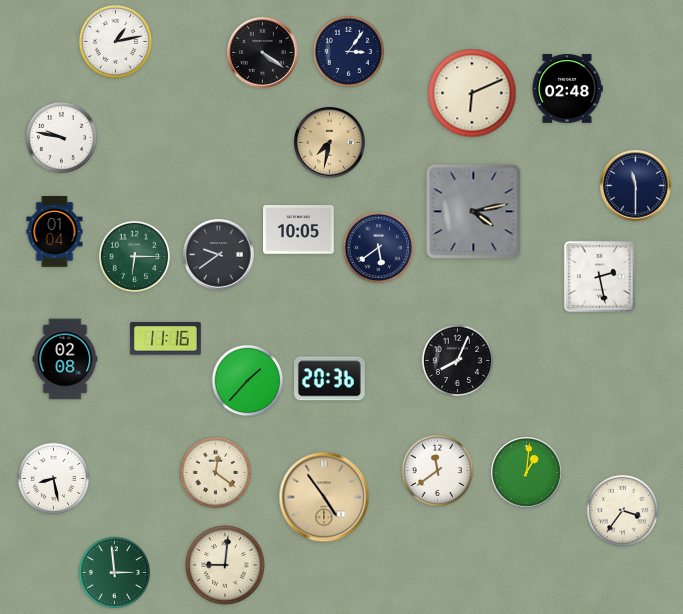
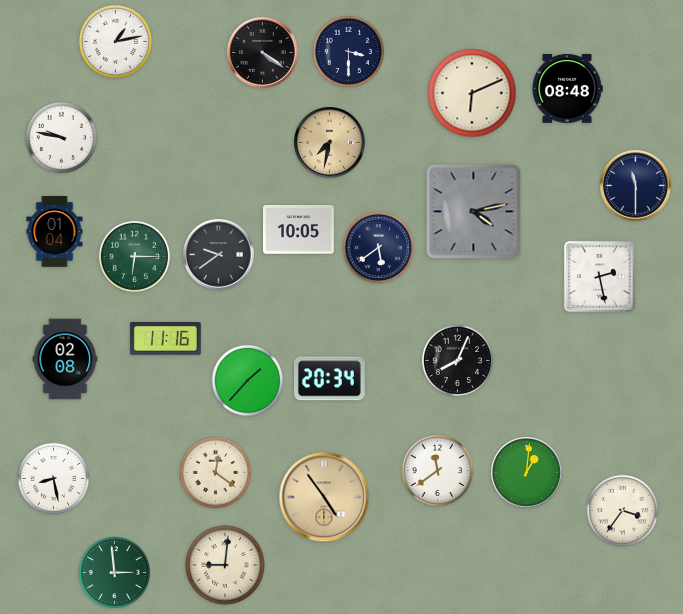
clock at (349, 52): 3:06 -> 3:30
clock at (567, 89): 02:48 -> 08:48
clock at (330, 379): 20:36 -> 20:34
